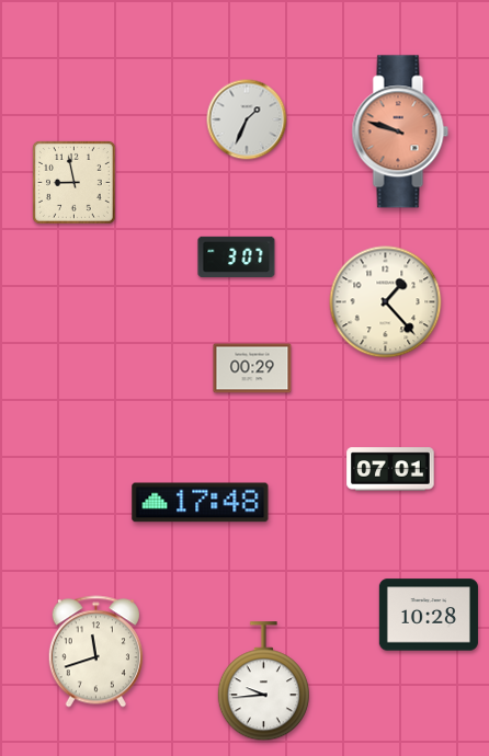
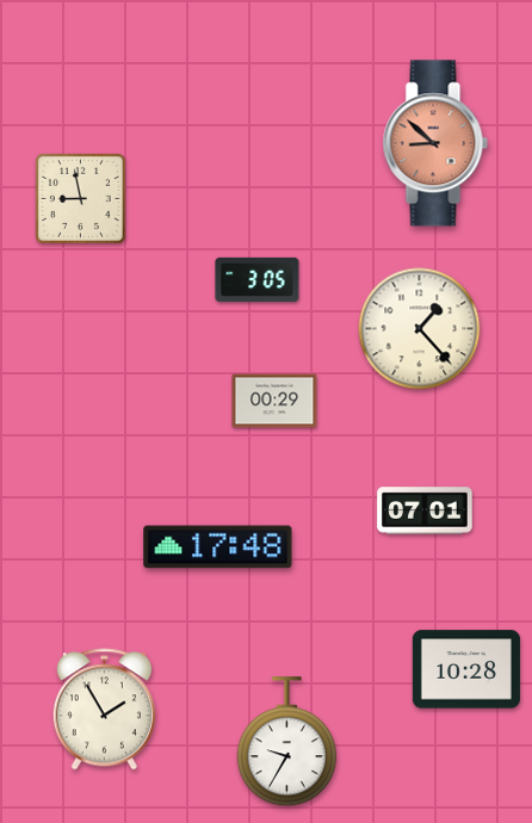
clock at (247, 119): 1:34 -> none
clock at (400, 131): 9:48 -> 8:52
clock at (237, 256): 3:07 -> 3:05
clock at (95, 652): 11:42 -> 1:55
clock at (263, 681): 9:44 -> 9:35
